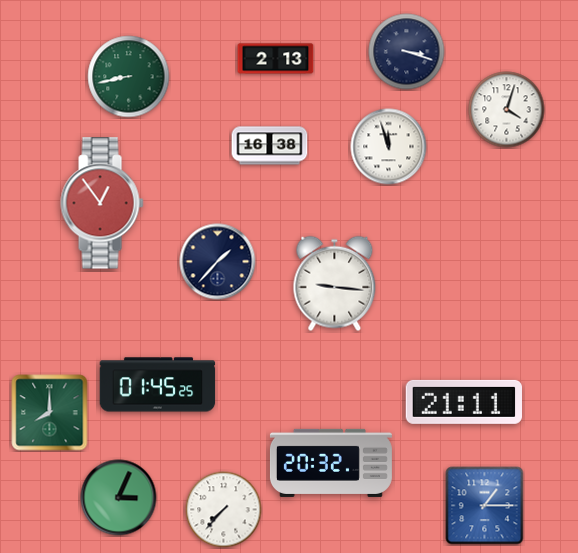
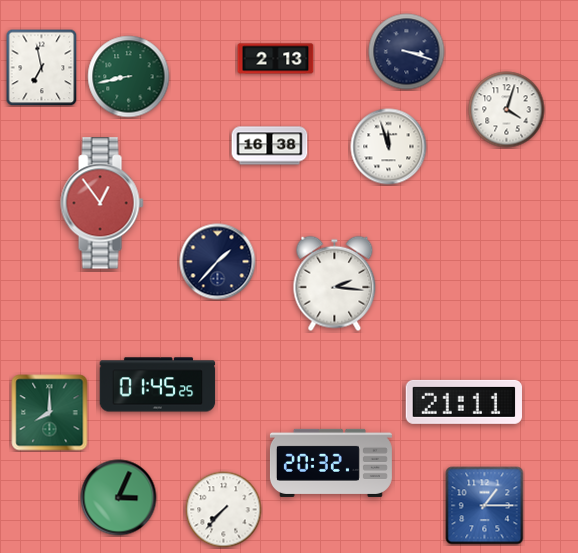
clock at (42, 67): none -> 6:58
clock at (335, 284): 9:16 -> 2:16
